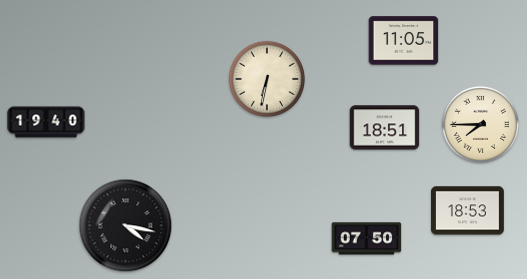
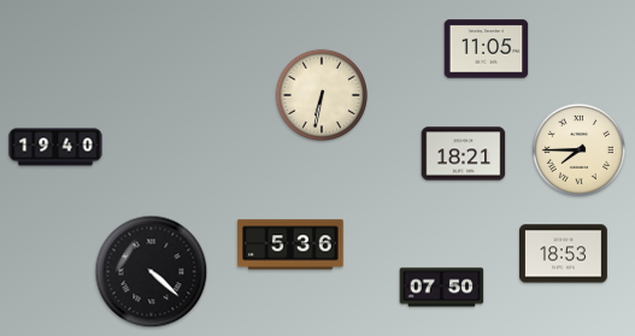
clock at (385, 128): 18:51 -> 18:21
clock at (290, 244): none -> 5:36
clock at (126, 226): 4:17 -> 4:22
